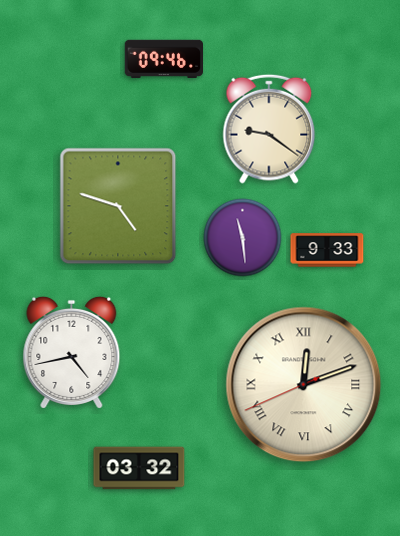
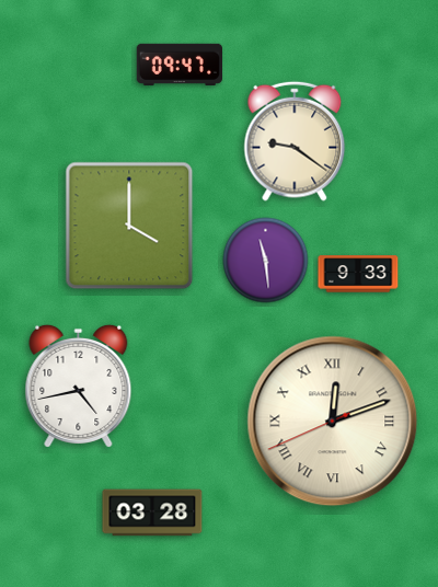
clock at (163, 59): 09:46 -> 09:47
clock at (118, 206): 4:48 -> 4:00
clock at (139, 468): 03:32 -> 03:28
